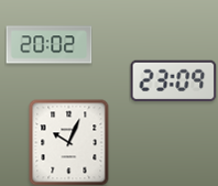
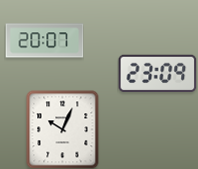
clock at (48, 45): 20:02 -> 20:07
